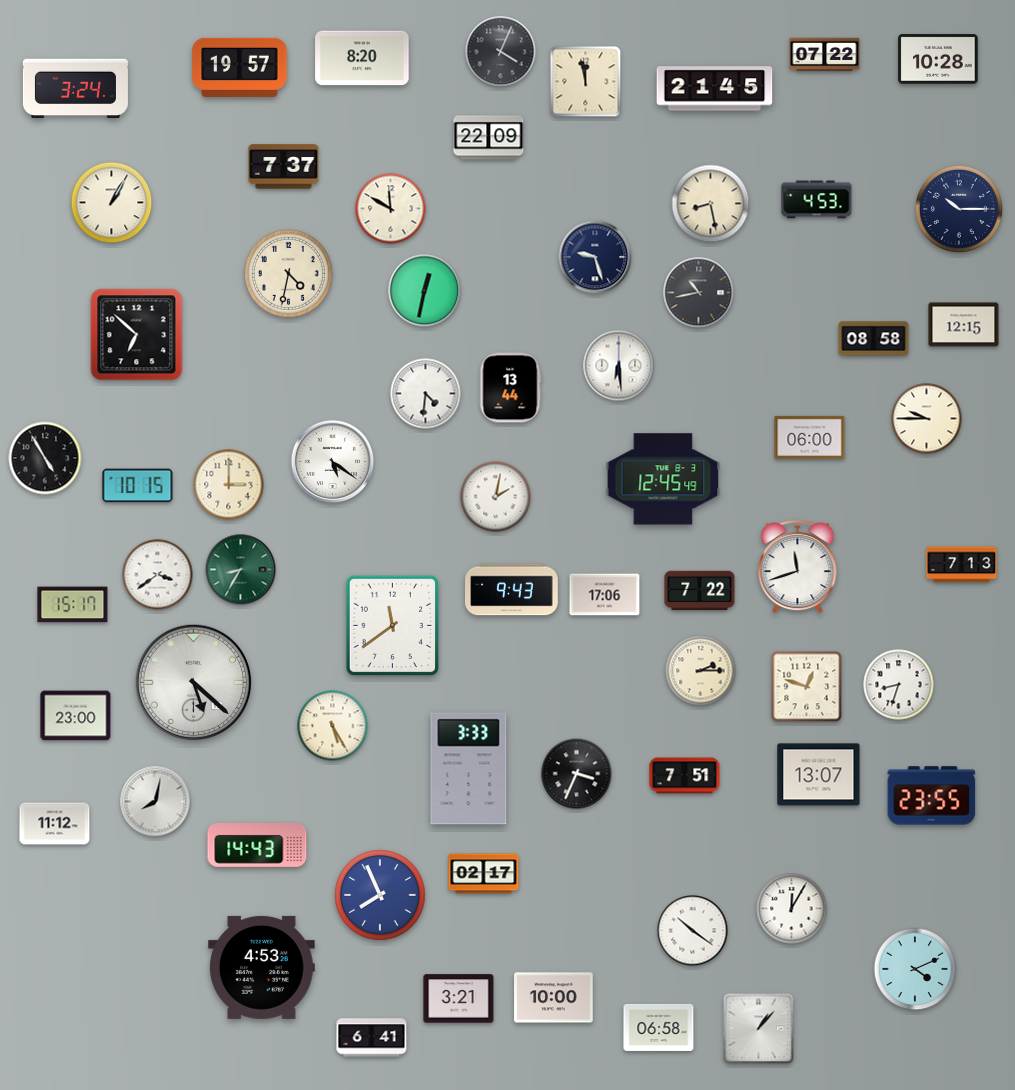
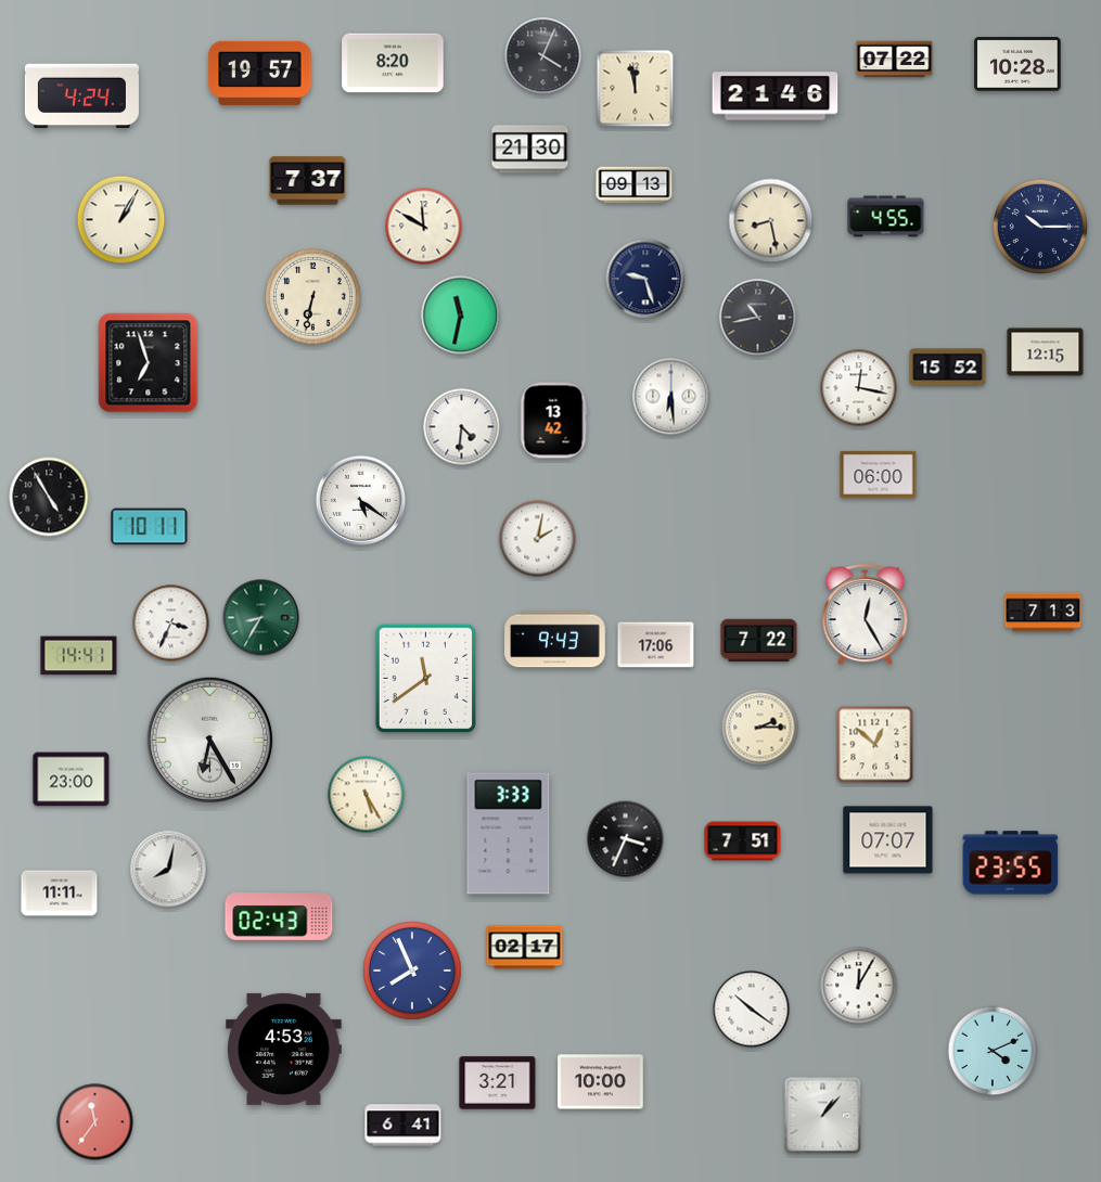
clock at (75, 89): 3:24 -> 4:24
clock at (715, 89): 21:45 -> 21:46
clock at (489, 138): 22:09 -> 21:30
clock at (635, 185): none -> 09:13
clock at (817, 200): 4:53 -> 4:55
clock at (288, 273): 4:32 -> 6:32
clock at (425, 291): 12:32 -> 11:32
clock at (137, 335): 6:52 -> 6:57
clock at (874, 339): 08:58 -> 15:52
clock at (859, 388): none -> 12:17
clock at (510, 388): 13:44 -> 13:42
clock at (927, 419): 9:45 -> none
clock at (663, 479): 12:45 -> none
clock at (229, 485): 3:00 -> none
clock at (138, 486): 10:15 -> 10:11
clock at (798, 567): 11:42 -> 12:25
clock at (158, 575): 3:39 -> 3:34
clock at (73, 605): 15:17 -> 14:41
clock at (194, 683): 5:22 -> 6:25
clock at (899, 685): 8:33 -> none
clock at (807, 687): 12:48 -> 12:52
clock at (76, 716) position: (76, 716) -> (72, 780)
clock at (333, 726) position: (333, 726) -> (367, 795)
clock at (819, 775): 13:07 -> 07:07
clock at (55, 824): 11:12 -> 11:11
clock at (257, 846): 14:43 -> 02:43
clock at (659, 1027): 06:58 -> none
clock at (95, 1122): none -> 11:36
